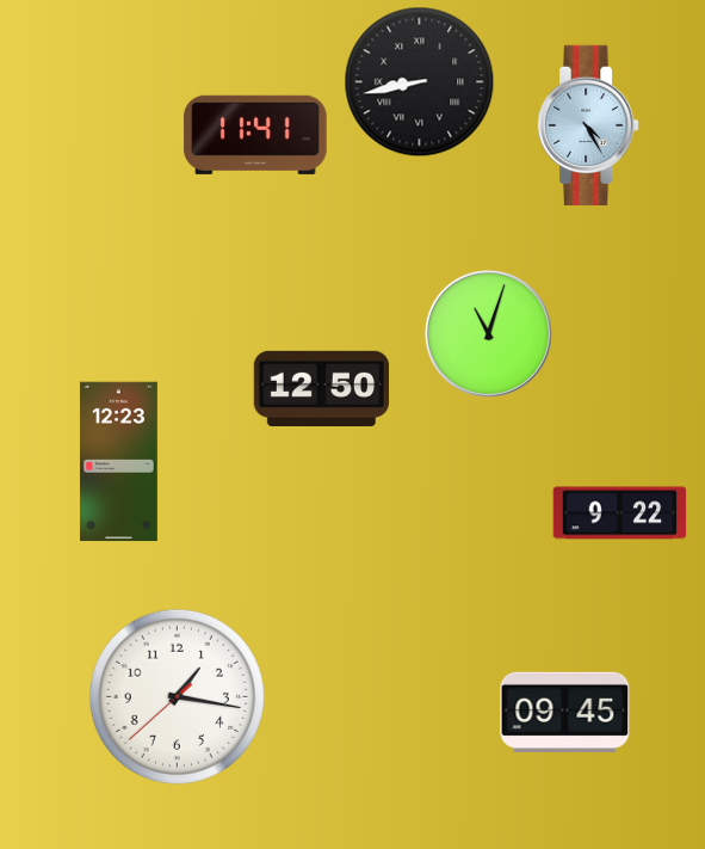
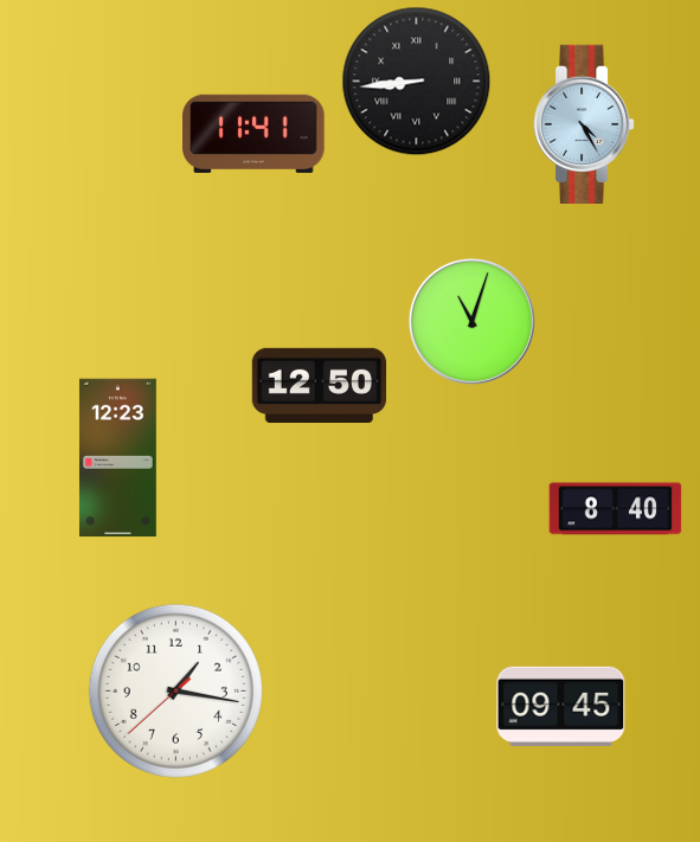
clock at (420, 82): 8:43 -> 8:44
clock at (488, 333) position: (488, 333) -> (471, 321)
clock at (620, 513): 9:22 -> 8:40
